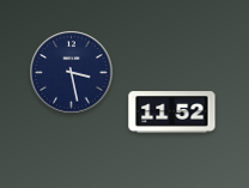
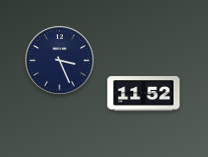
clock at (72, 73): 3:28 -> 3:26
